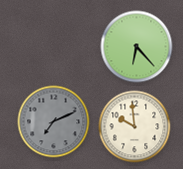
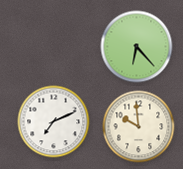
clock at (54, 122) dial: grey -> white
clock at (135, 127) position: (135, 127) -> (139, 127)
